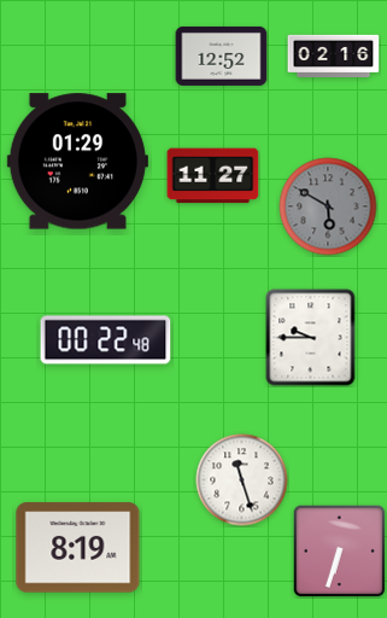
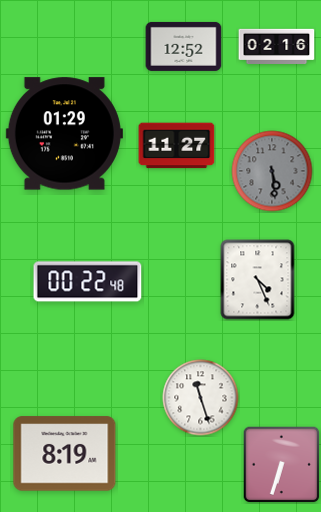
clock at (328, 206): 5:50 -> 5:29
clock at (311, 338): 9:45 -> 4:26
clock at (339, 550) position: (339, 550) -> (281, 464)
